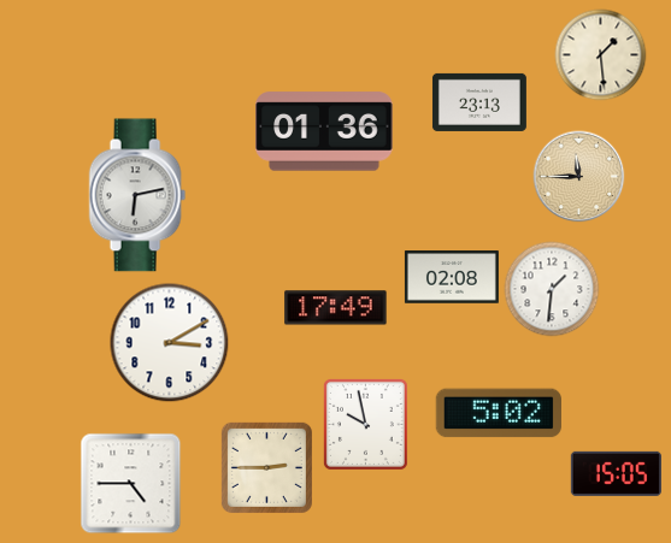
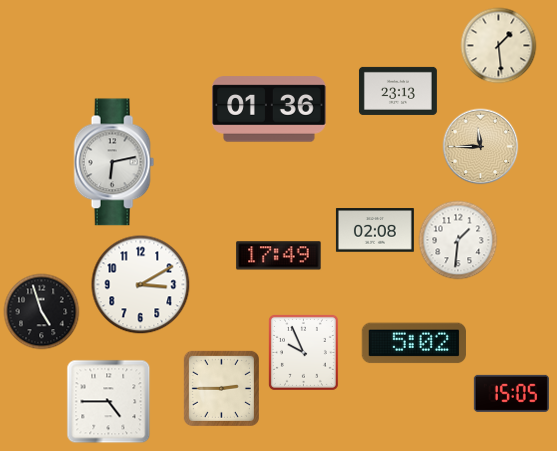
clock at (479, 102) position: (479, 102) -> (398, 91)
clock at (42, 312): none -> 4:57
clock at (365, 424): 9:58 -> 9:56
